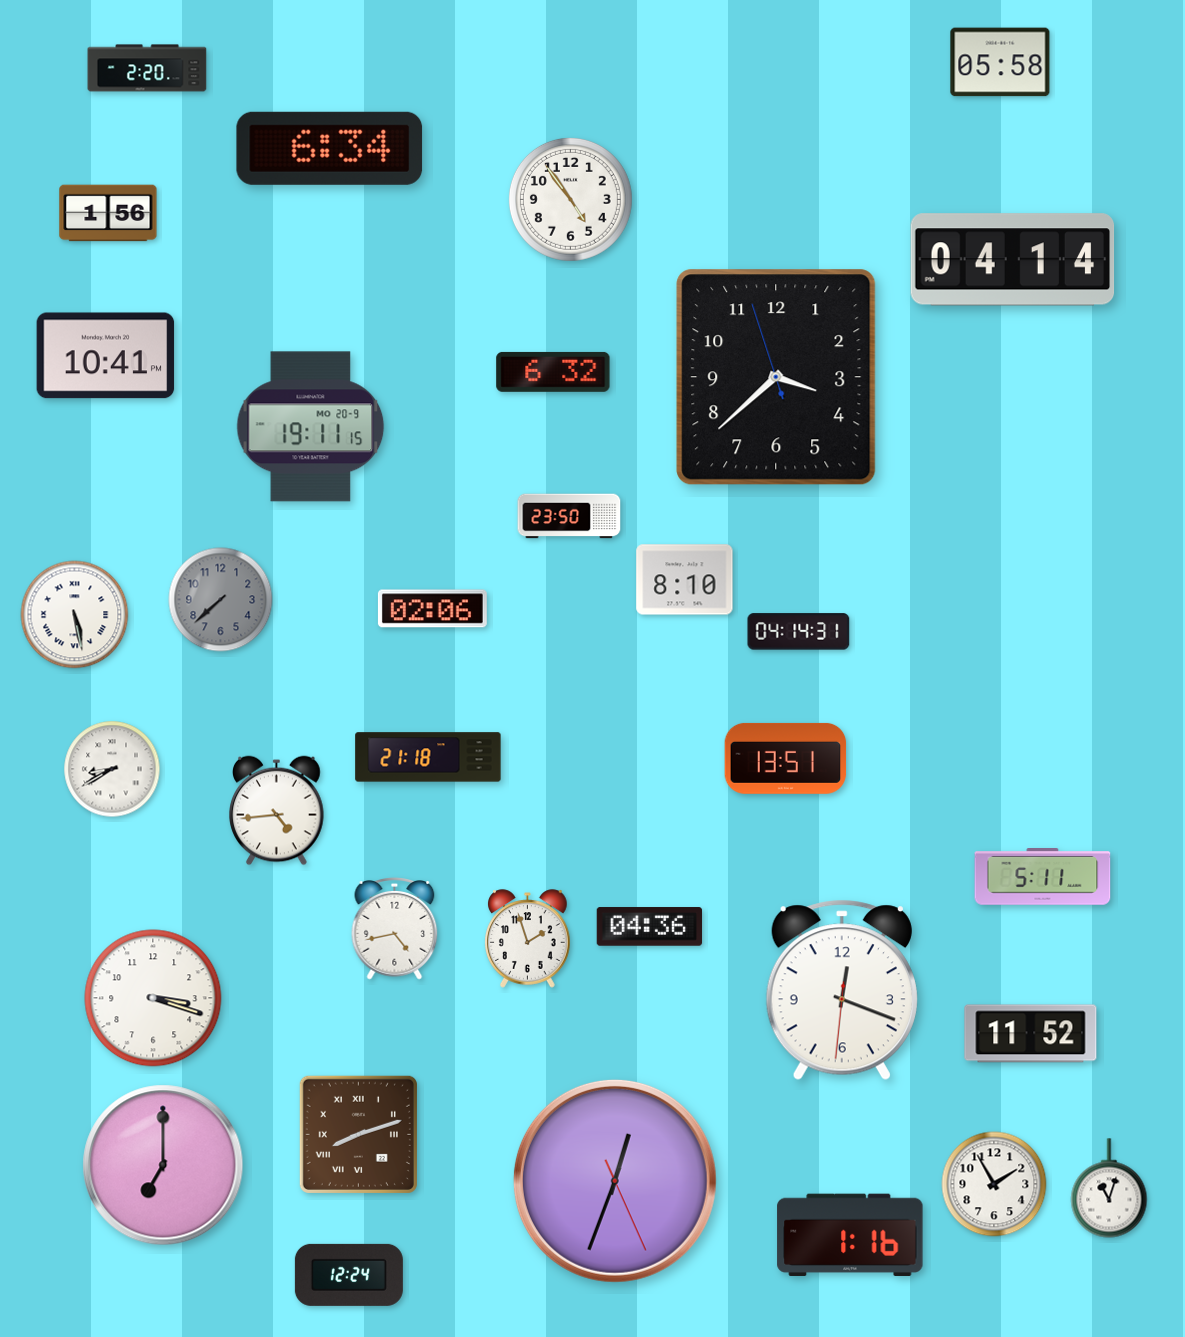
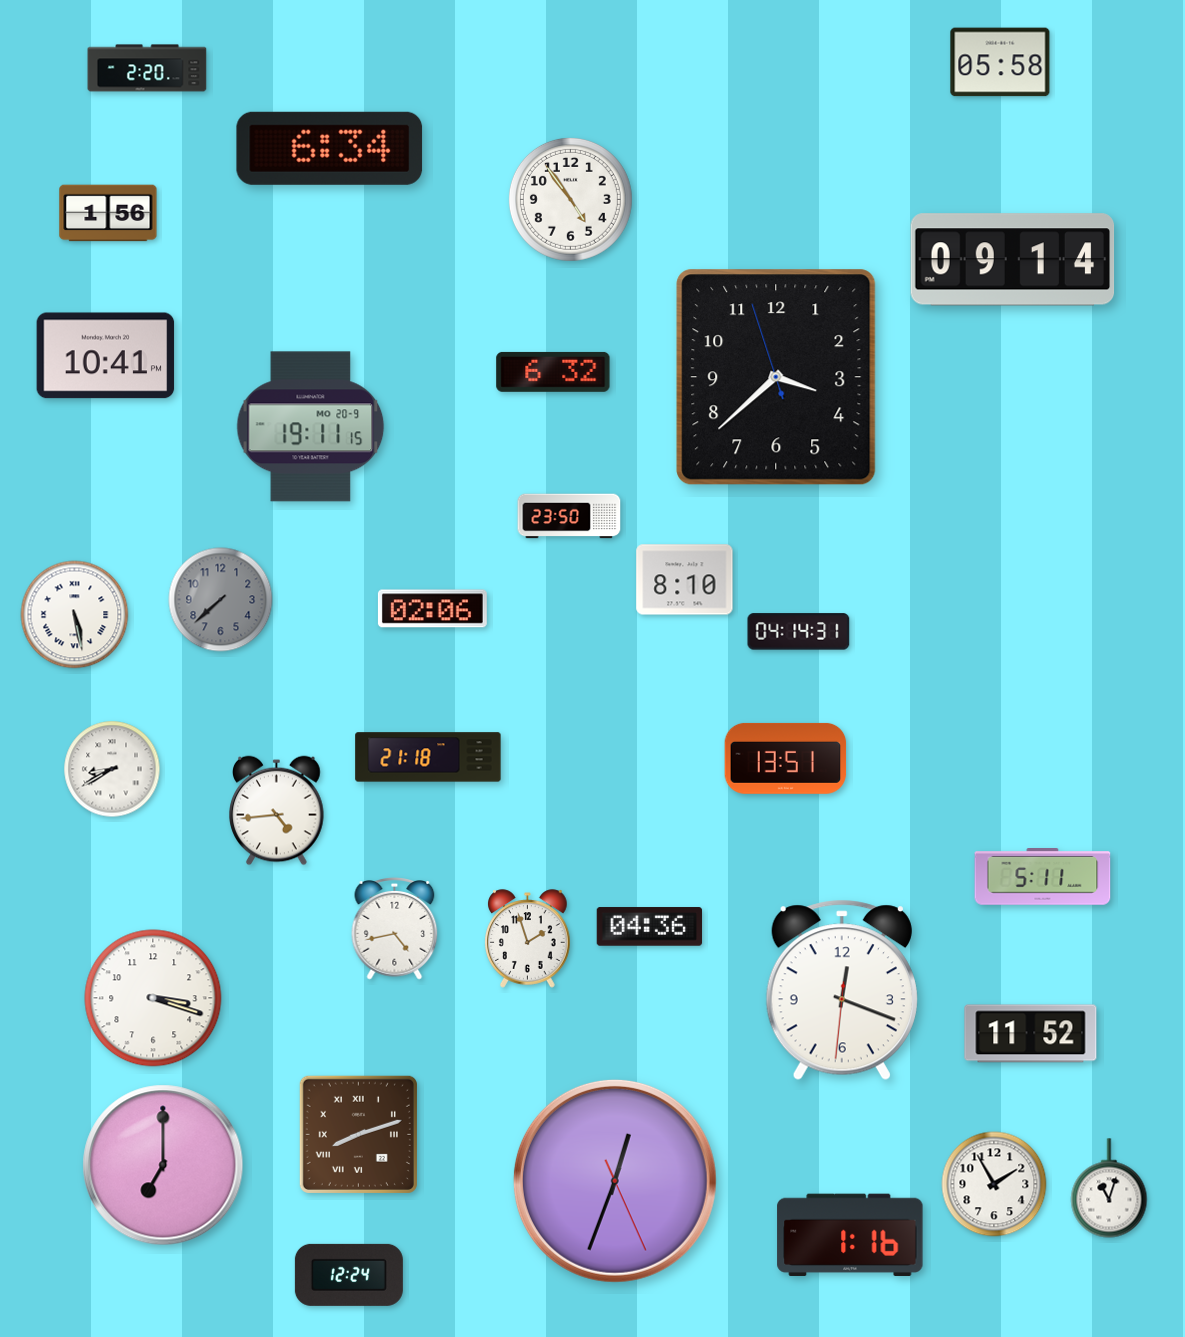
clock at (1013, 260): 04:14 -> 09:14
